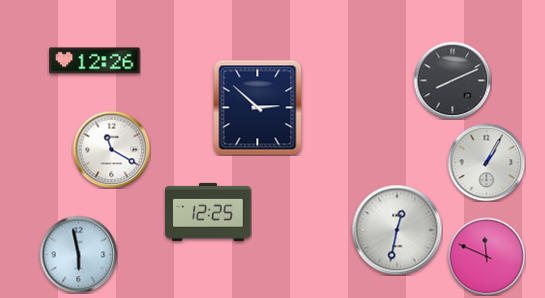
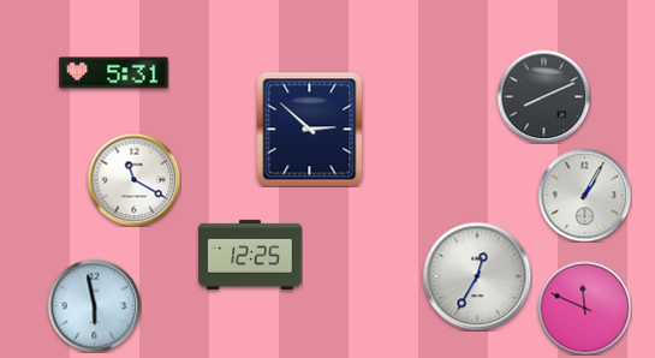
clock at (95, 61): 12:26 -> 5:31
clock at (397, 230): 12:32 -> 12:35
